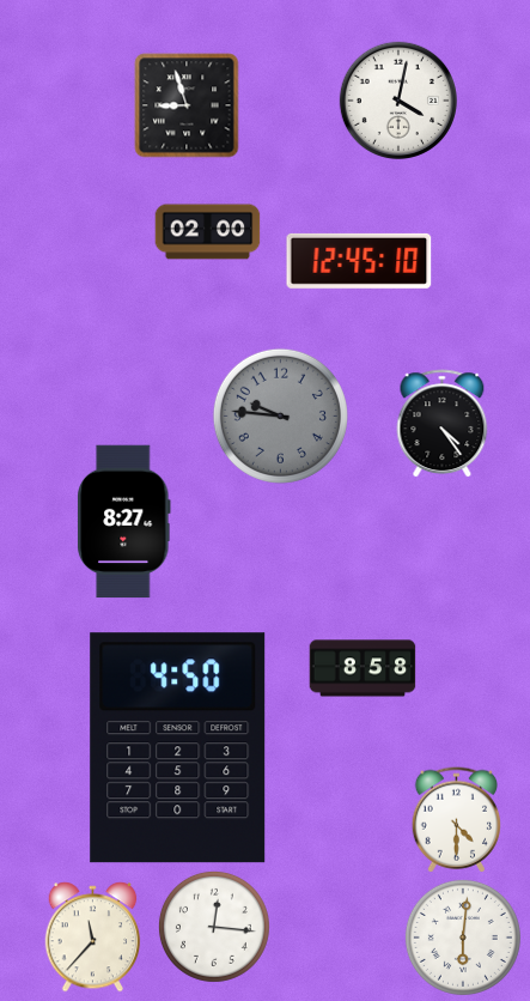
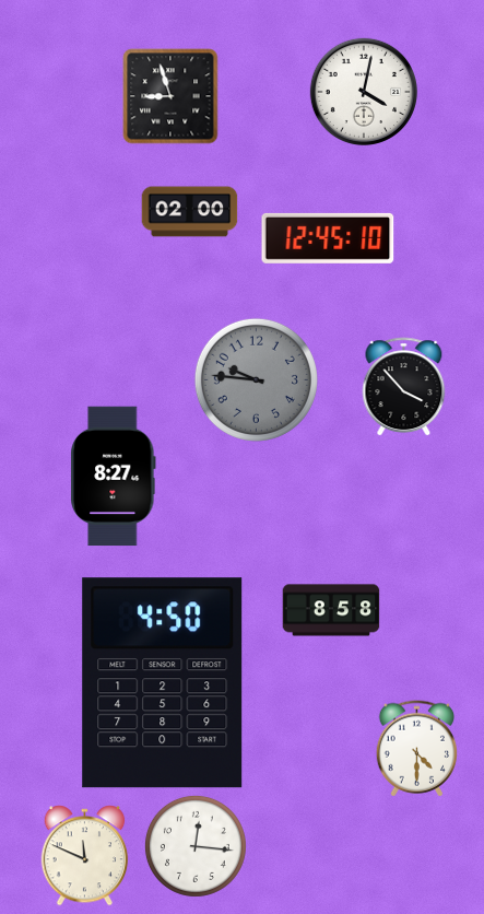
clock at (443, 424): 4:24 -> 3:53
clock at (93, 938): 11:37 -> 11:49
clock at (463, 938): 6:01 -> none
